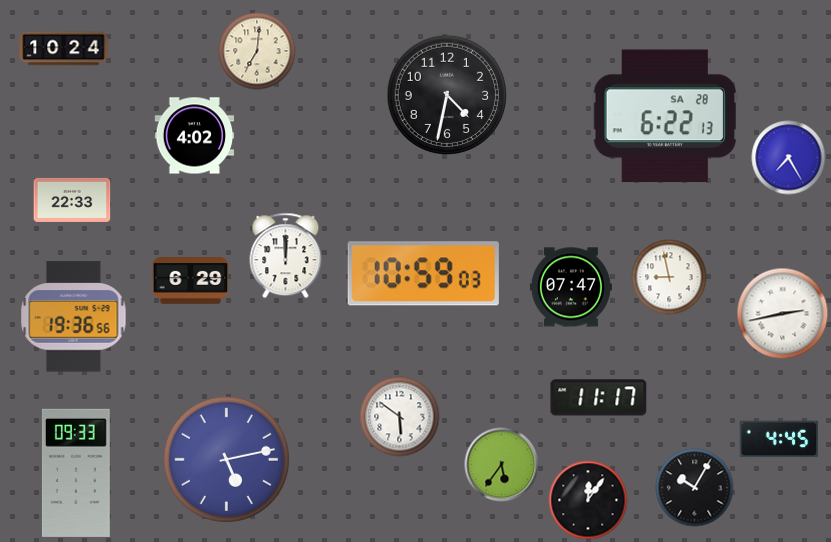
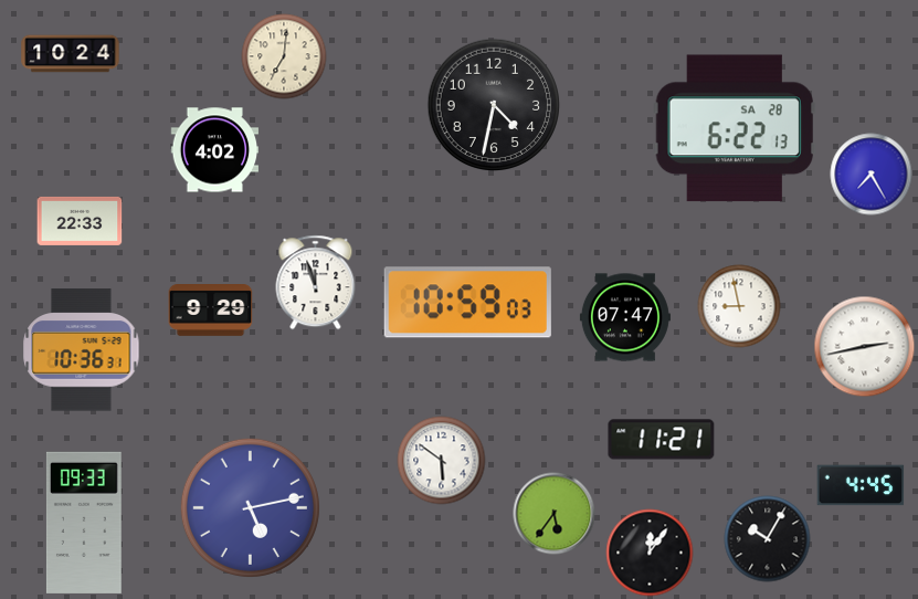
clock at (286, 256): 12:00 -> 11:57
clock at (191, 281): 6:29 -> 9:29
clock at (571, 287) position: (571, 287) -> (625, 317)
clock at (74, 317): 19:36 -> 10:36
clock at (599, 398): 11:17 -> 11:21
